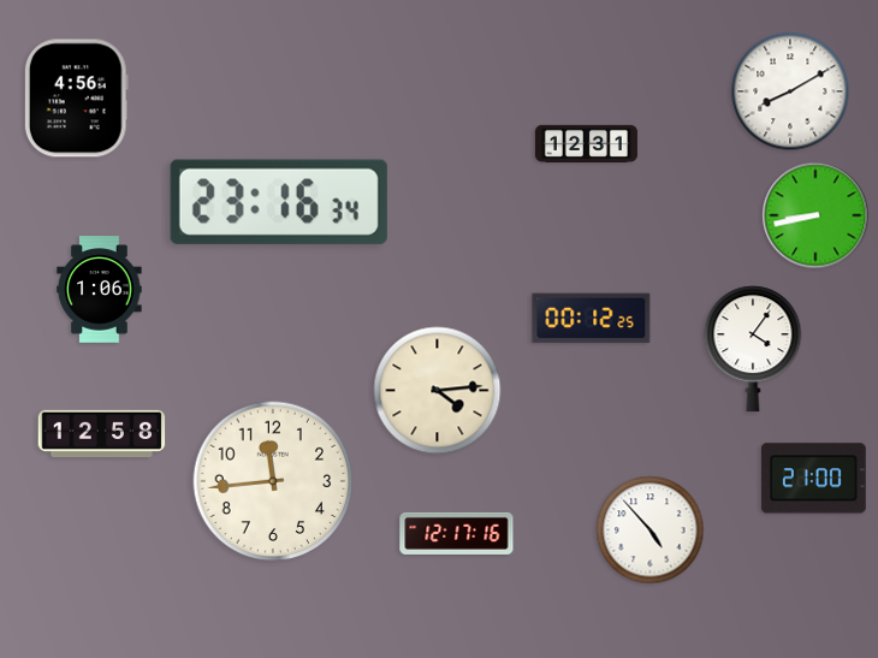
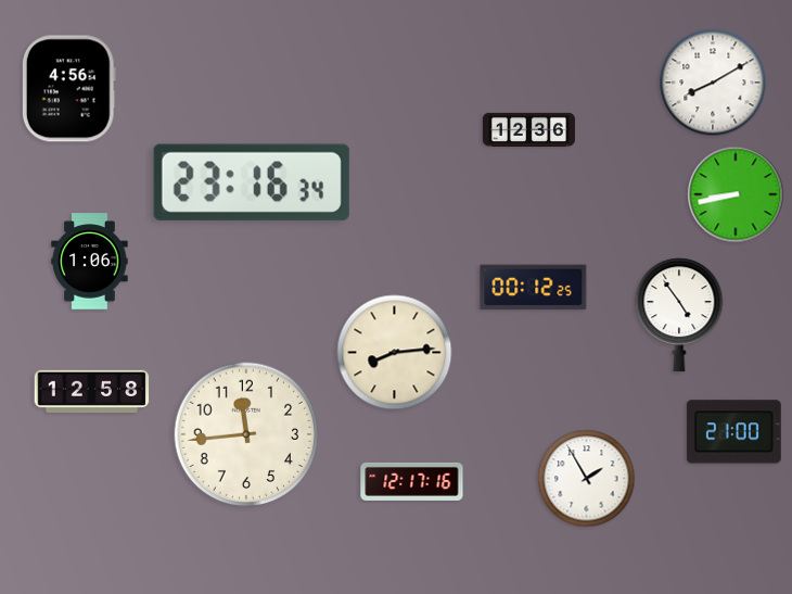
clock at (586, 143): 12:31 -> 12:36
clock at (753, 349): 4:06 -> 4:54
clock at (438, 391): 4:14 -> 8:14
clock at (651, 530): 4:53 -> 1:55
